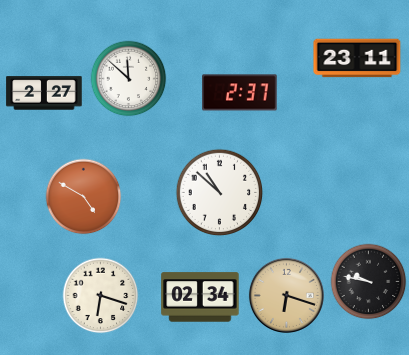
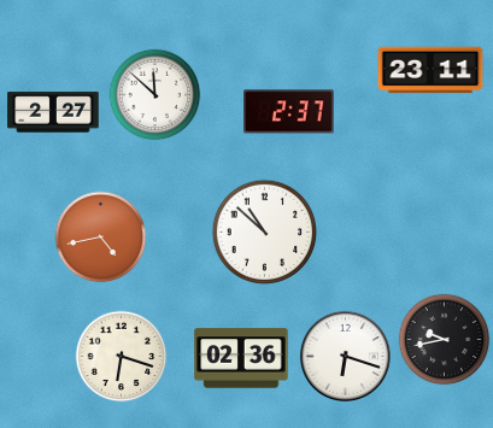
clock at (84, 197): 4:50 -> 4:43
clock at (369, 282): 9:47 -> 9:43
clock at (286, 295) dial: champagne -> white
clock at (200, 297): 02:34 -> 02:36
